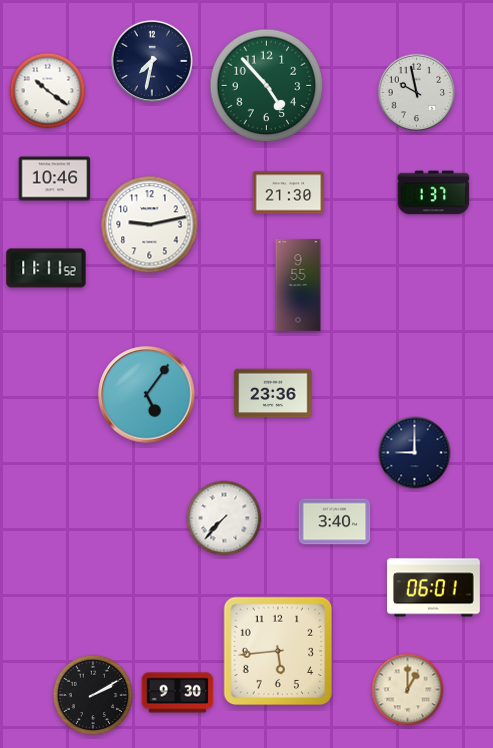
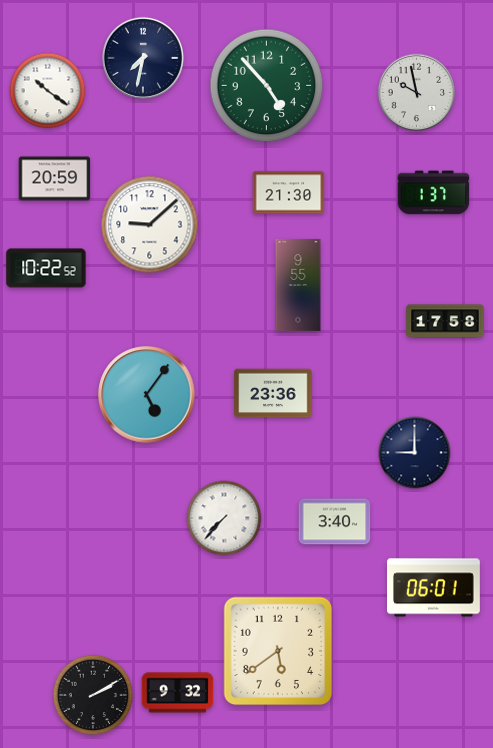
clock at (152, 61) position: (152, 61) -> (143, 58)
clock at (55, 179): 10:46 -> 20:59
clock at (150, 225): 9:13 -> 9:08
clock at (46, 268): 11:11 -> 10:22
clock at (445, 321): none -> 17:58
clock at (278, 651): 5:44 -> 5:39
clock at (408, 690): 1:00 -> none
clock at (178, 693): 9:30 -> 9:32
